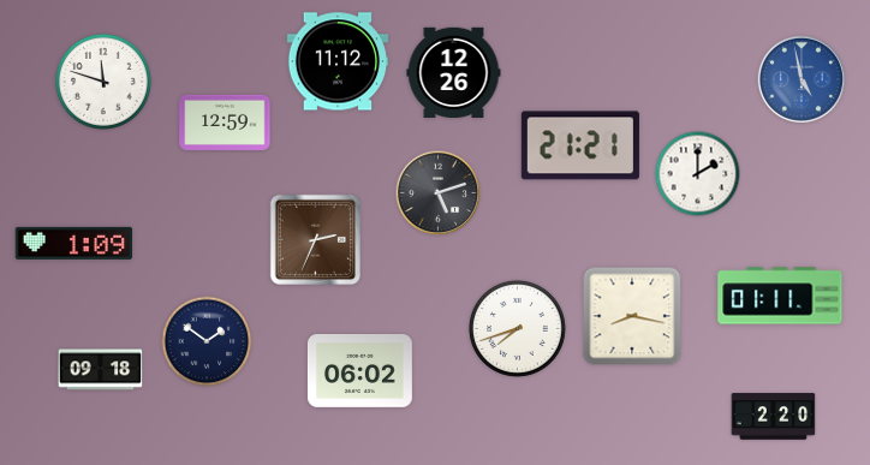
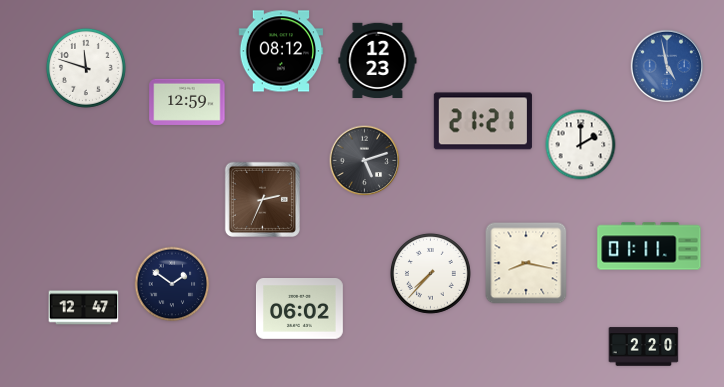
clock at (338, 61): 11:12 -> 08:12
clock at (454, 72): 12:26 -> 12:23
clock at (75, 243): 1:09 -> none
clock at (517, 328): 7:42 -> 7:37
clock at (101, 370): 09:18 -> 12:47
